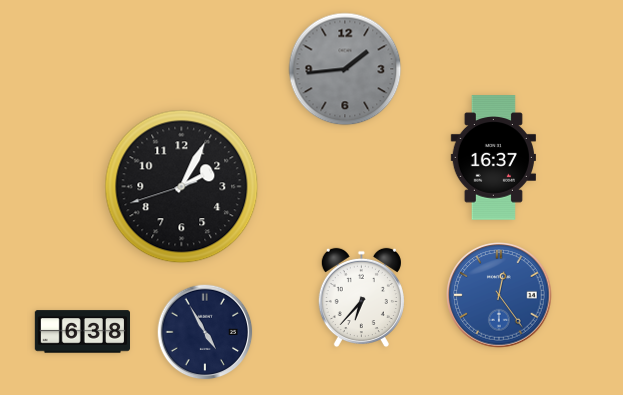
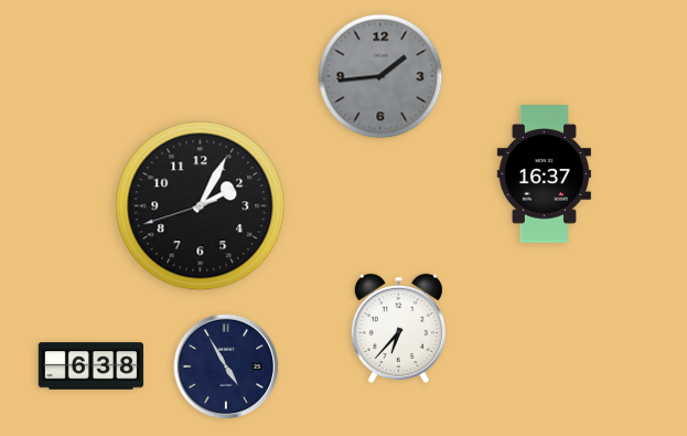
clock at (499, 295): 12:24 -> none
